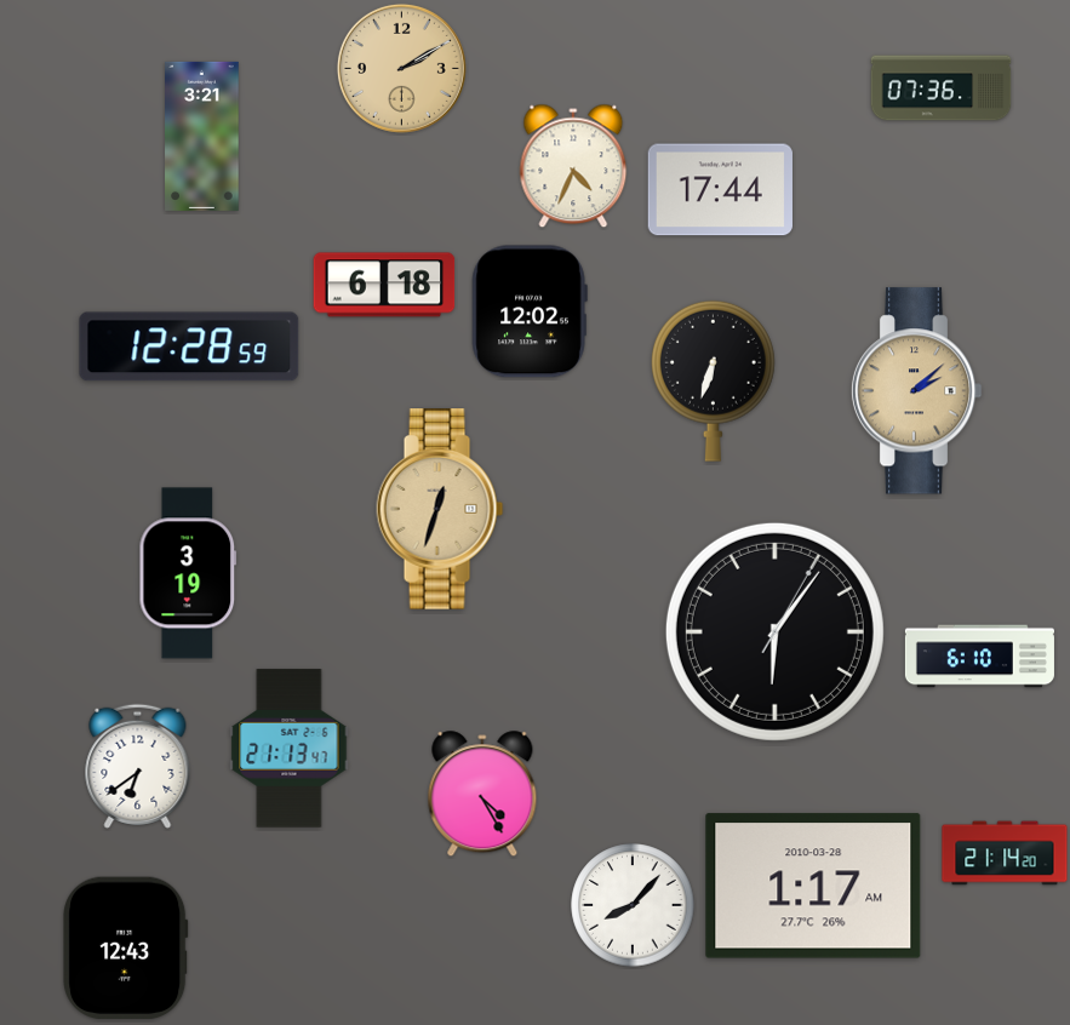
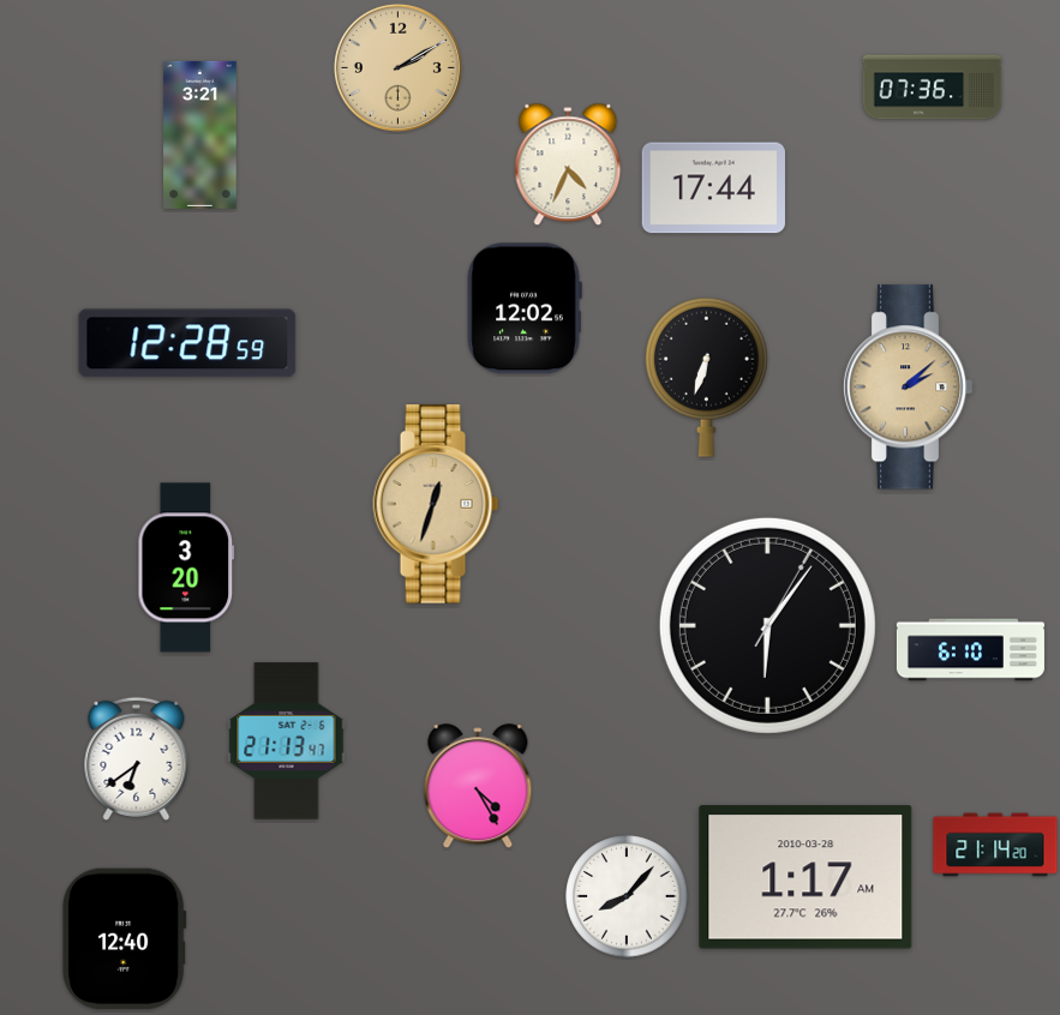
clock at (384, 285): 6:18 -> none
clock at (188, 573): 3:19 -> 3:20
clock at (126, 949): 12:43 -> 12:40
